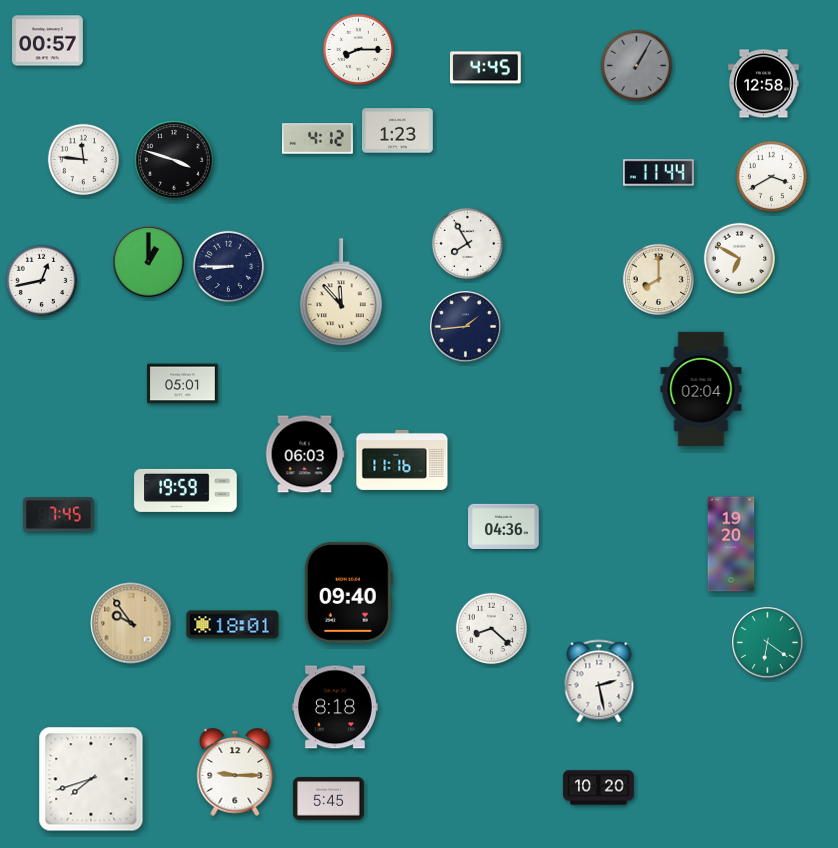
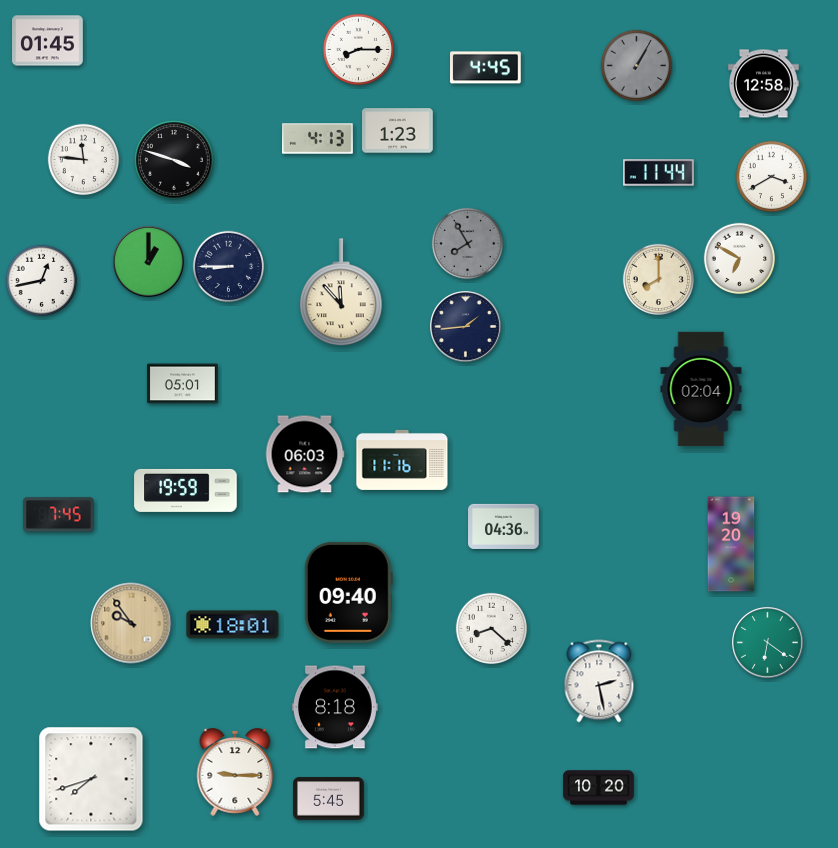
clock at (48, 41): 00:57 -> 01:45
clock at (318, 139): 4:12 -> 4:13
clock at (468, 244) dial: white -> grey
